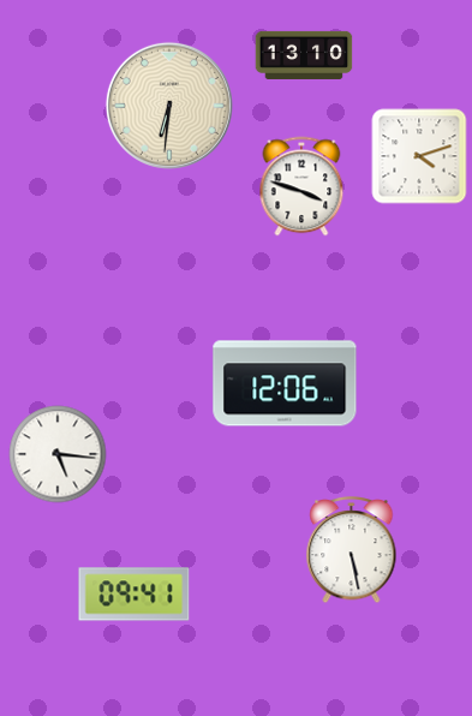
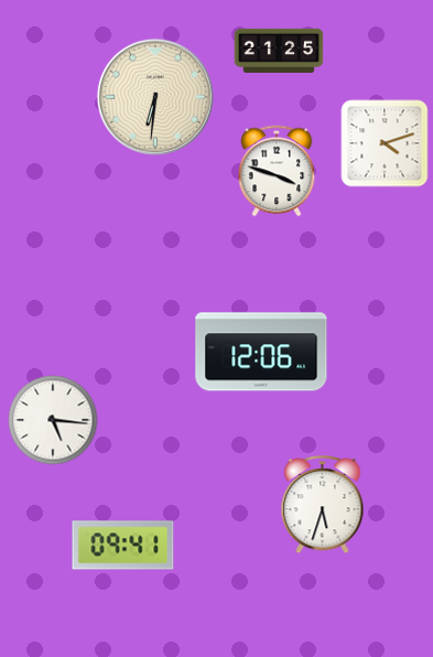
clock at (304, 55): 13:10 -> 21:25
clock at (58, 454) position: (58, 454) -> (53, 420)
clock at (352, 551): 5:28 -> 5:33
